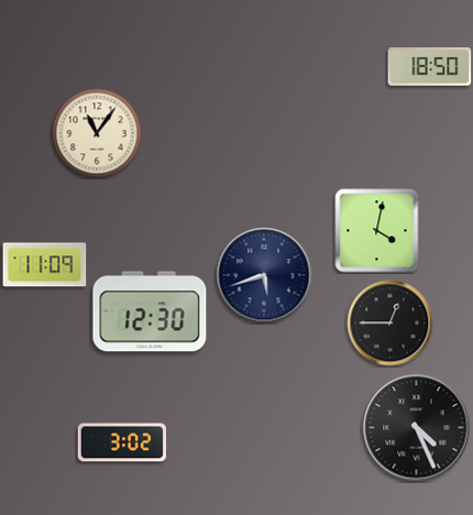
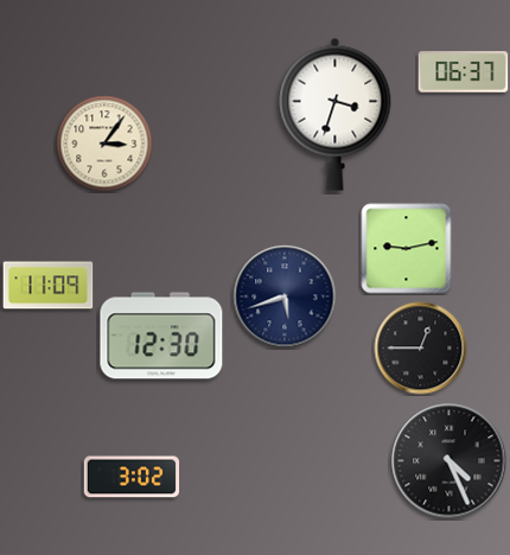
clock at (430, 67): 18:50 -> 06:37
clock at (336, 114): none -> 3:33
clock at (97, 133): 11:06 -> 3:06
clock at (377, 231): 4:02 -> 9:13
